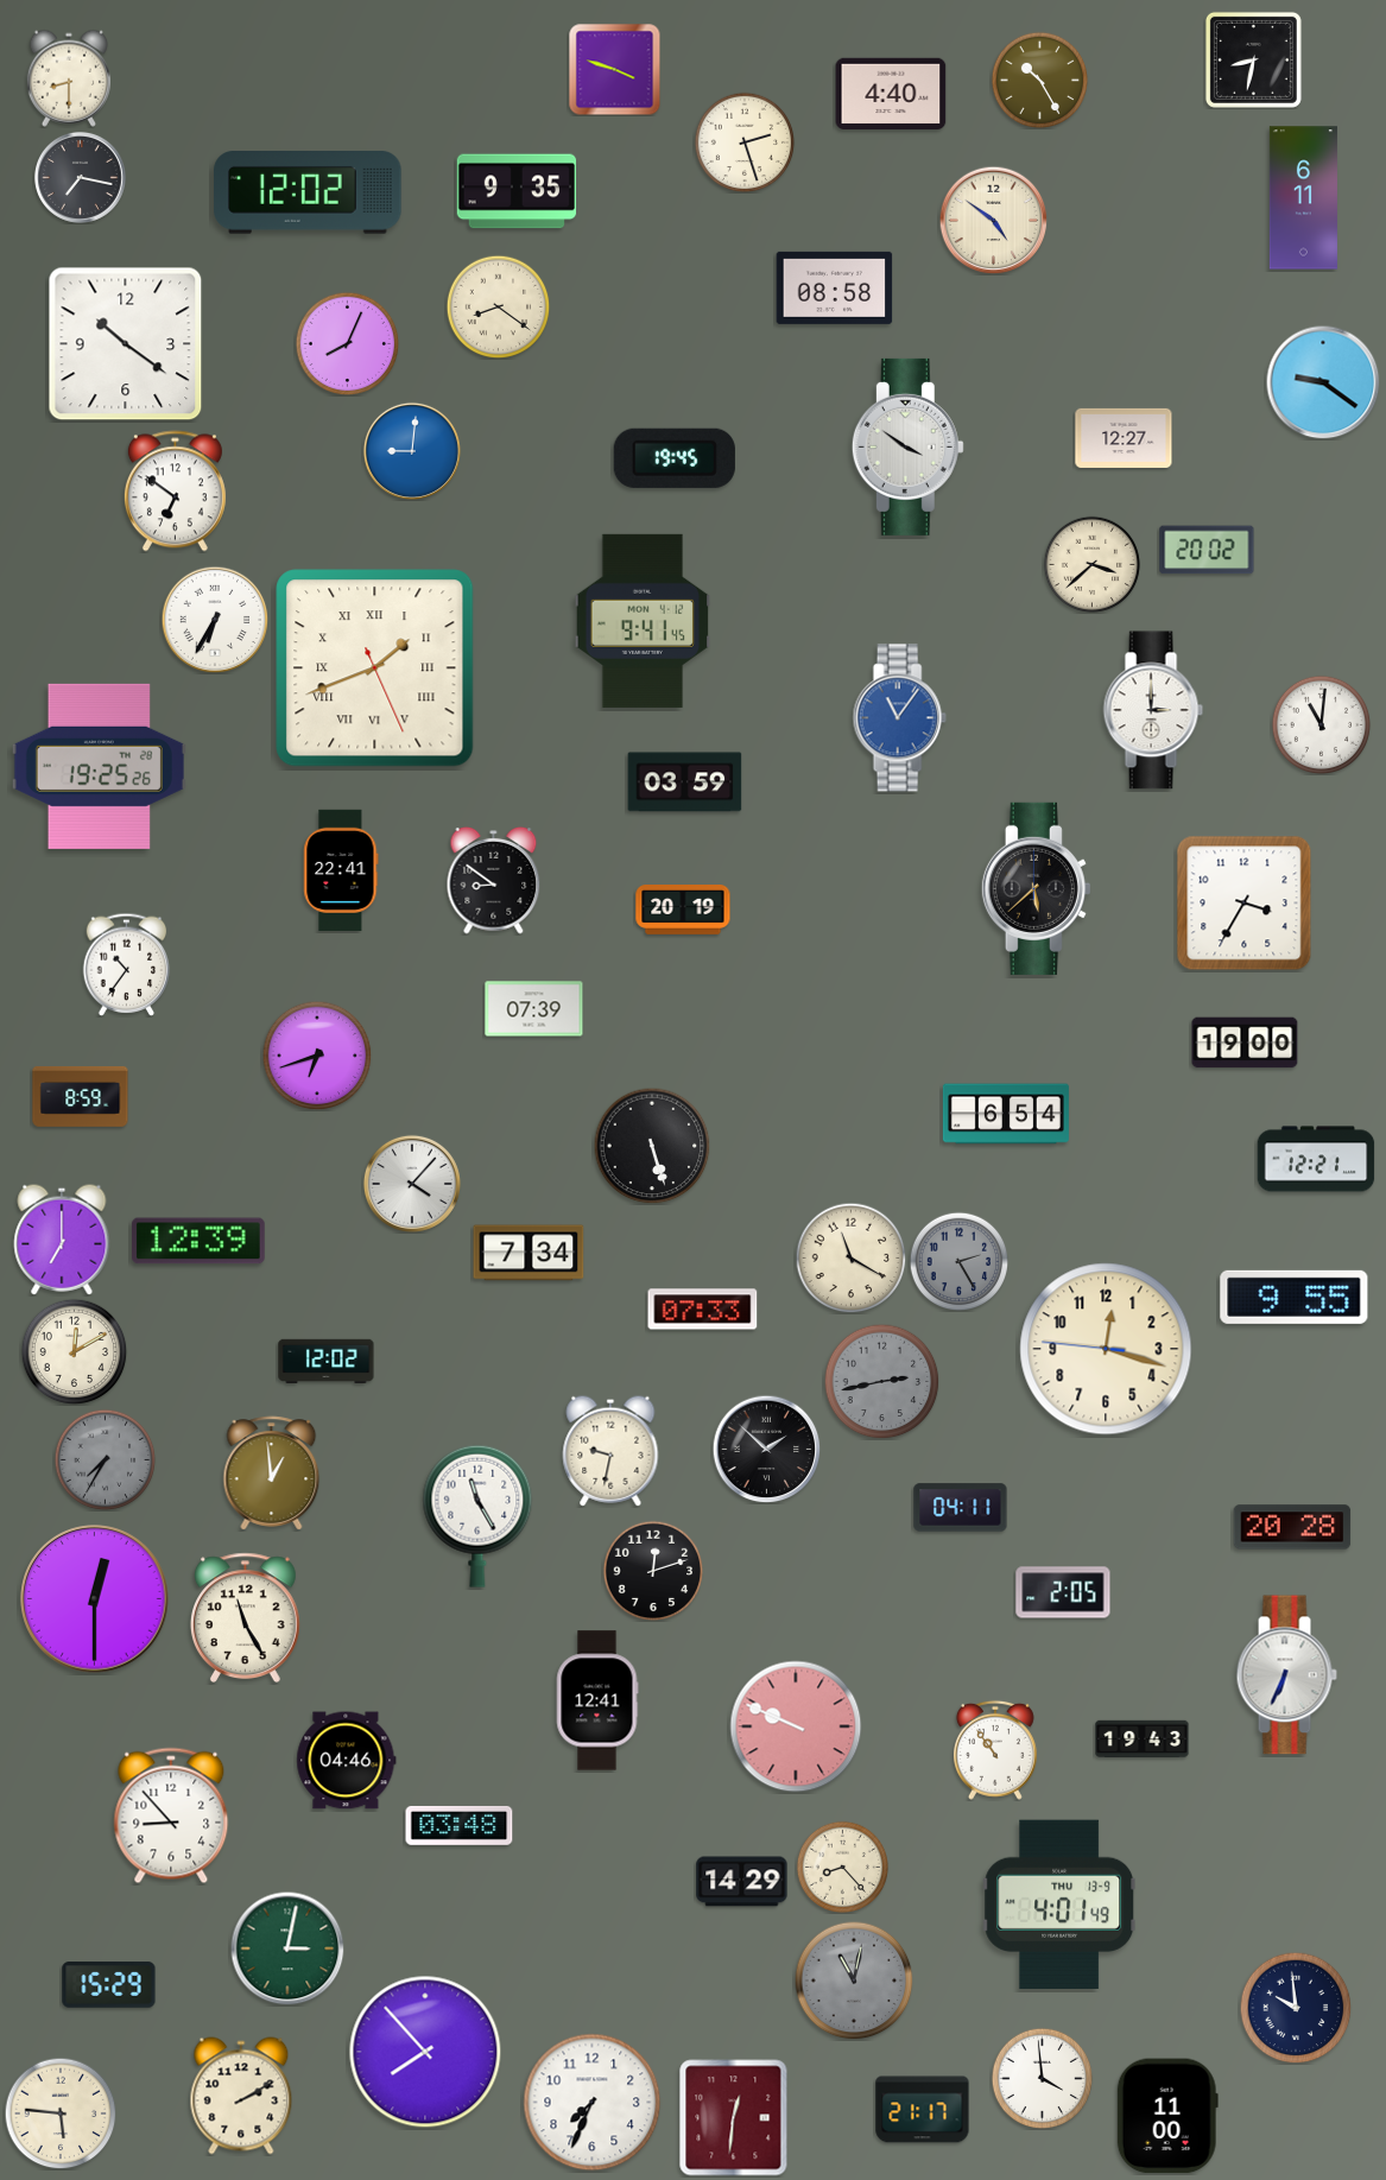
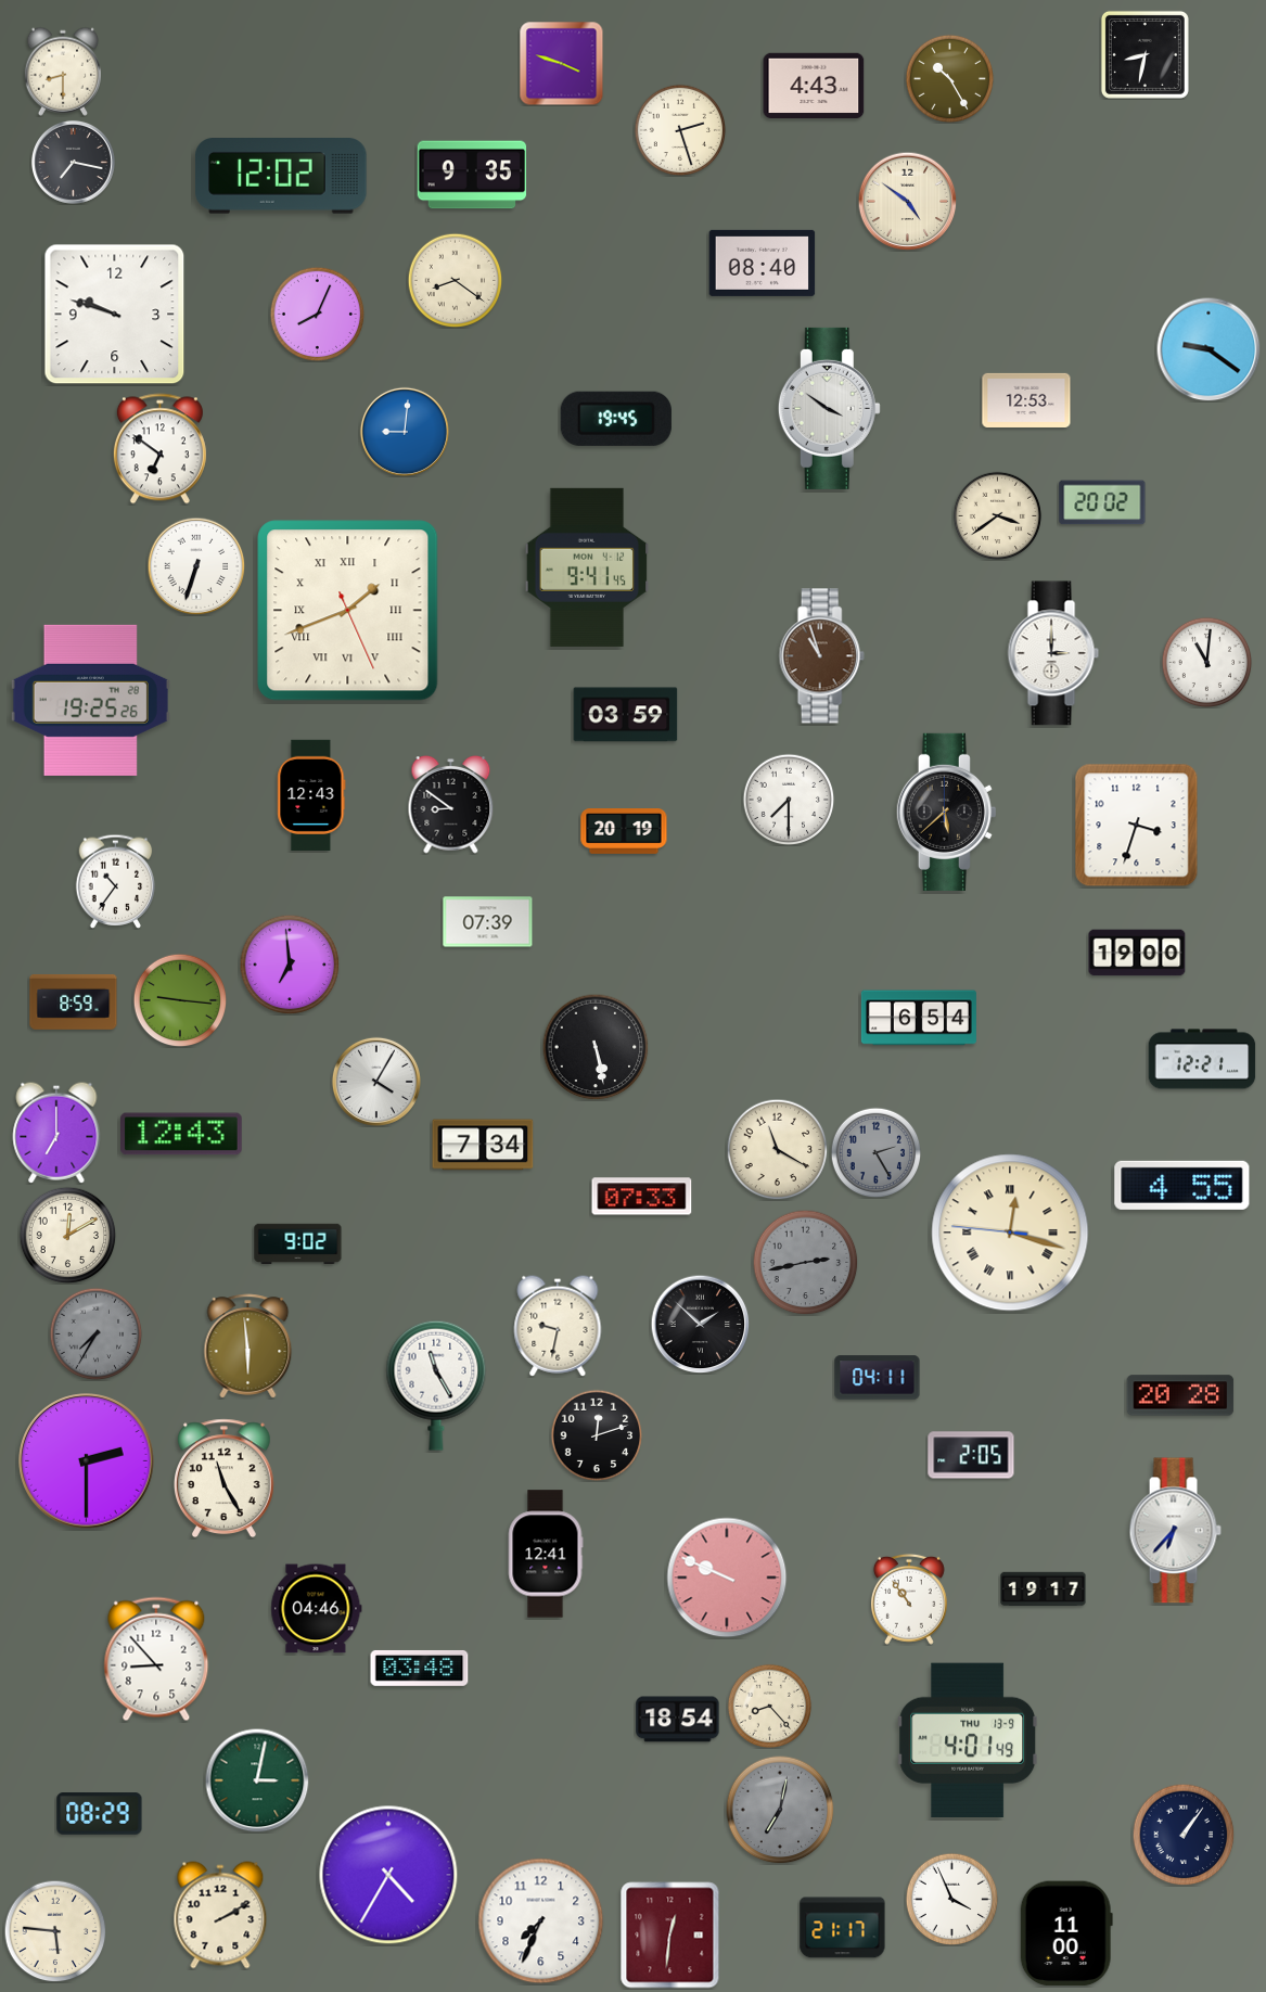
clock at (1039, 80) position: (1039, 80) -> (949, 78)
clock at (891, 93): 4:40 -> 4:43
clock at (1303, 198): 6:11 -> none
clock at (835, 287): 08:58 -> 08:40
clock at (126, 344): 10:21 -> 9:48
clock at (1124, 438): 12:27 -> 12:53
clock at (412, 451) position: (412, 451) -> (405, 432)
clock at (1091, 564): 3:38 -> 3:39
clock at (215, 620): 6:35 -> 6:33
clock at (375, 668) position: (375, 668) -> (348, 611)
clock at (1153, 710) position: (1153, 710) -> (1053, 653)
clock at (899, 718): 11:06 -> 10:57
clock at (899, 718) dial: blue -> brown
clock at (341, 870): 22:41 -> 12:43
clock at (789, 800): none -> 7:30
clock at (1245, 904): 3:35 -> 3:33
clock at (317, 1056): 6:42 -> 6:59
clock at (180, 1000): none -> 9:16
clock at (652, 1146): 5:27 -> 5:28
clock at (412, 1184): 4:07 -> 4:05
clock at (200, 1241): 12:39 -> 12:43
clock at (1295, 1297): 9:55 -> 4:55
clock at (1106, 1349) numerals: Arabic -> Roman
clock at (327, 1361): 12:02 -> 9:02
clock at (272, 1474): 12:59 -> 5:59
clock at (95, 1599): 12:30 -> 2:30
clock at (1286, 1675): 6:34 -> 6:37
clock at (1143, 1739): 19:43 -> 19:17
clock at (742, 1882): 14:29 -> 18:54
clock at (287, 1948) position: (287, 1948) -> (257, 1780)
clock at (854, 1981): 11:02 -> 7:02
clock at (109, 1985): 15:29 -> 08:29
clock at (1296, 2008): 9:59 -> 1:06
clock at (425, 2052): 7:53 -> 4:35
clock at (1042, 2078): 3:59 -> 3:56
